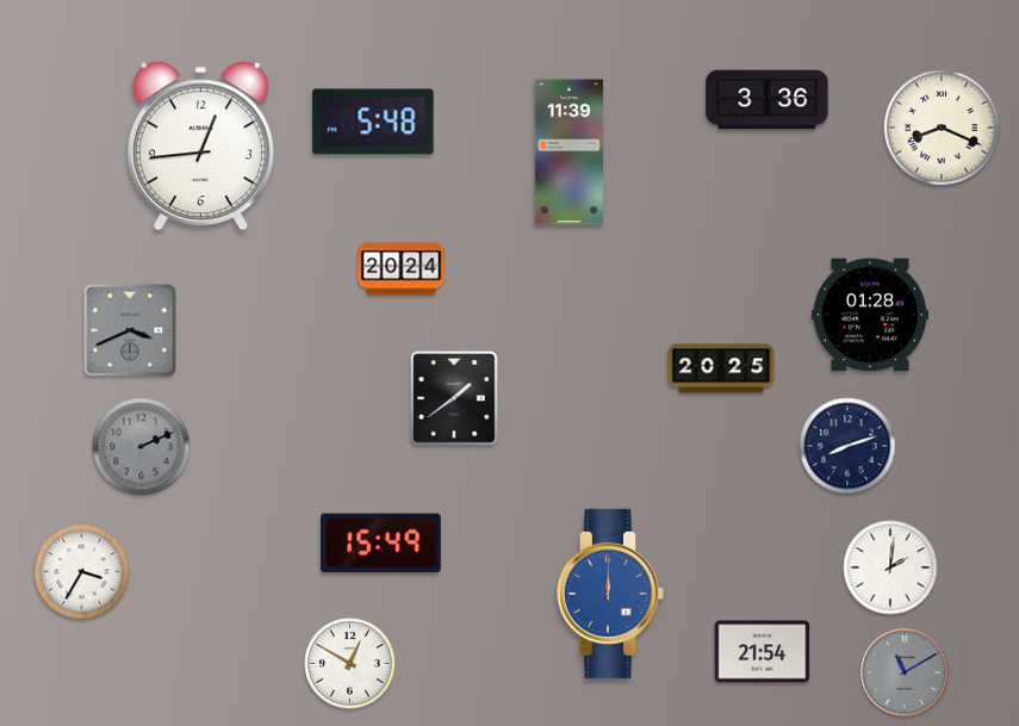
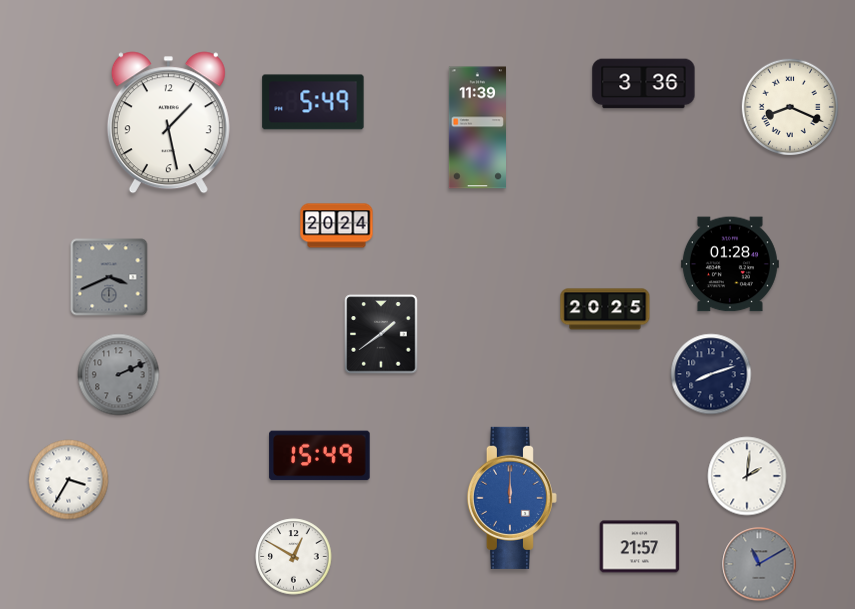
clock at (373, 122): 5:48 -> 5:49
clock at (200, 147): 12:44 -> 1:28
clock at (763, 652): 21:54 -> 21:57
